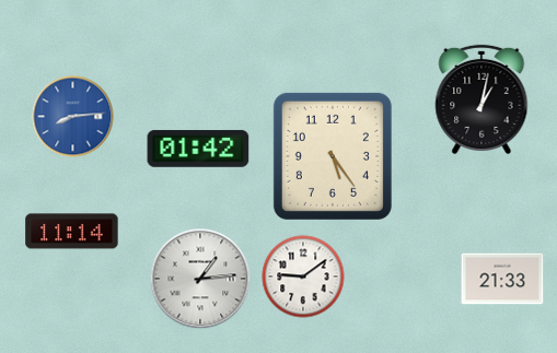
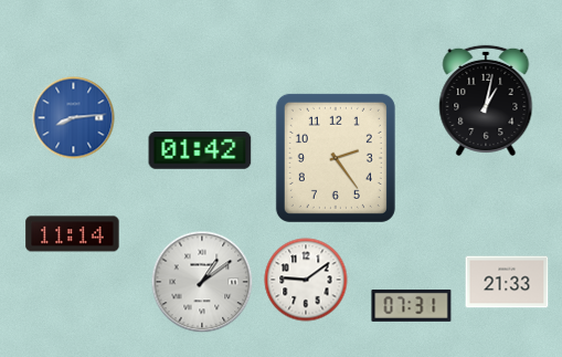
clock at (333, 156): 5:24 -> 2:24
clock at (200, 279): 1:14 -> 1:09
clock at (412, 305): none -> 07:31
